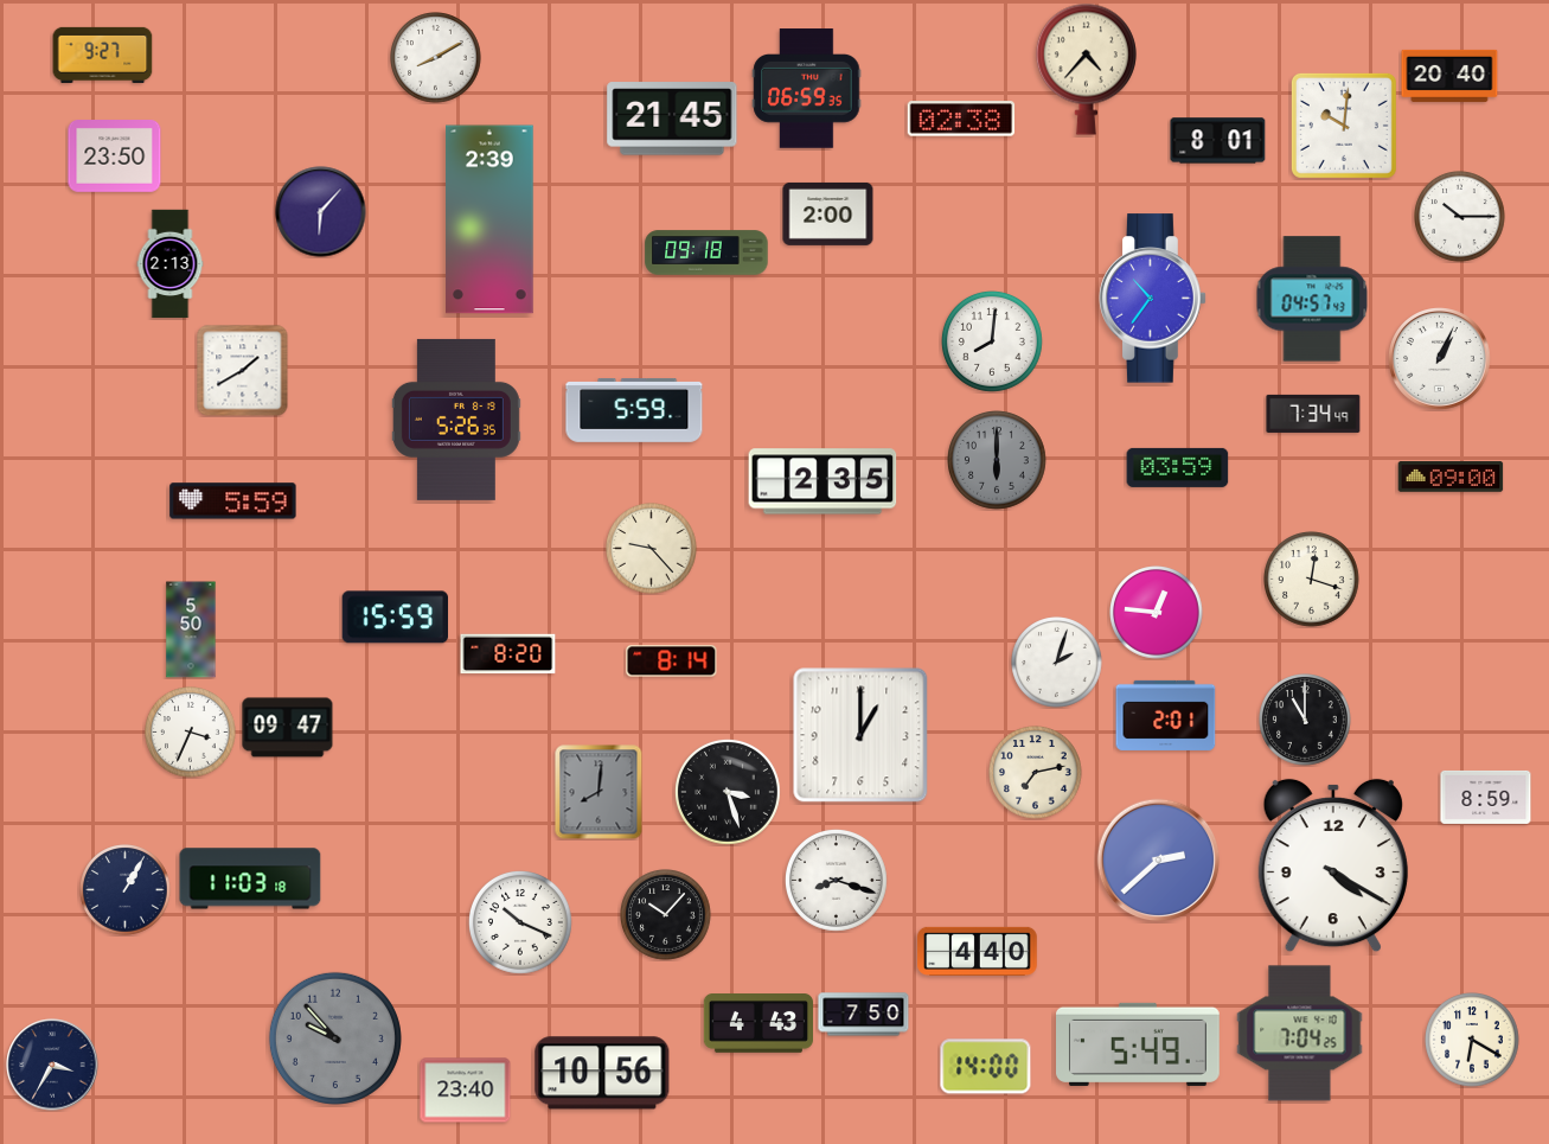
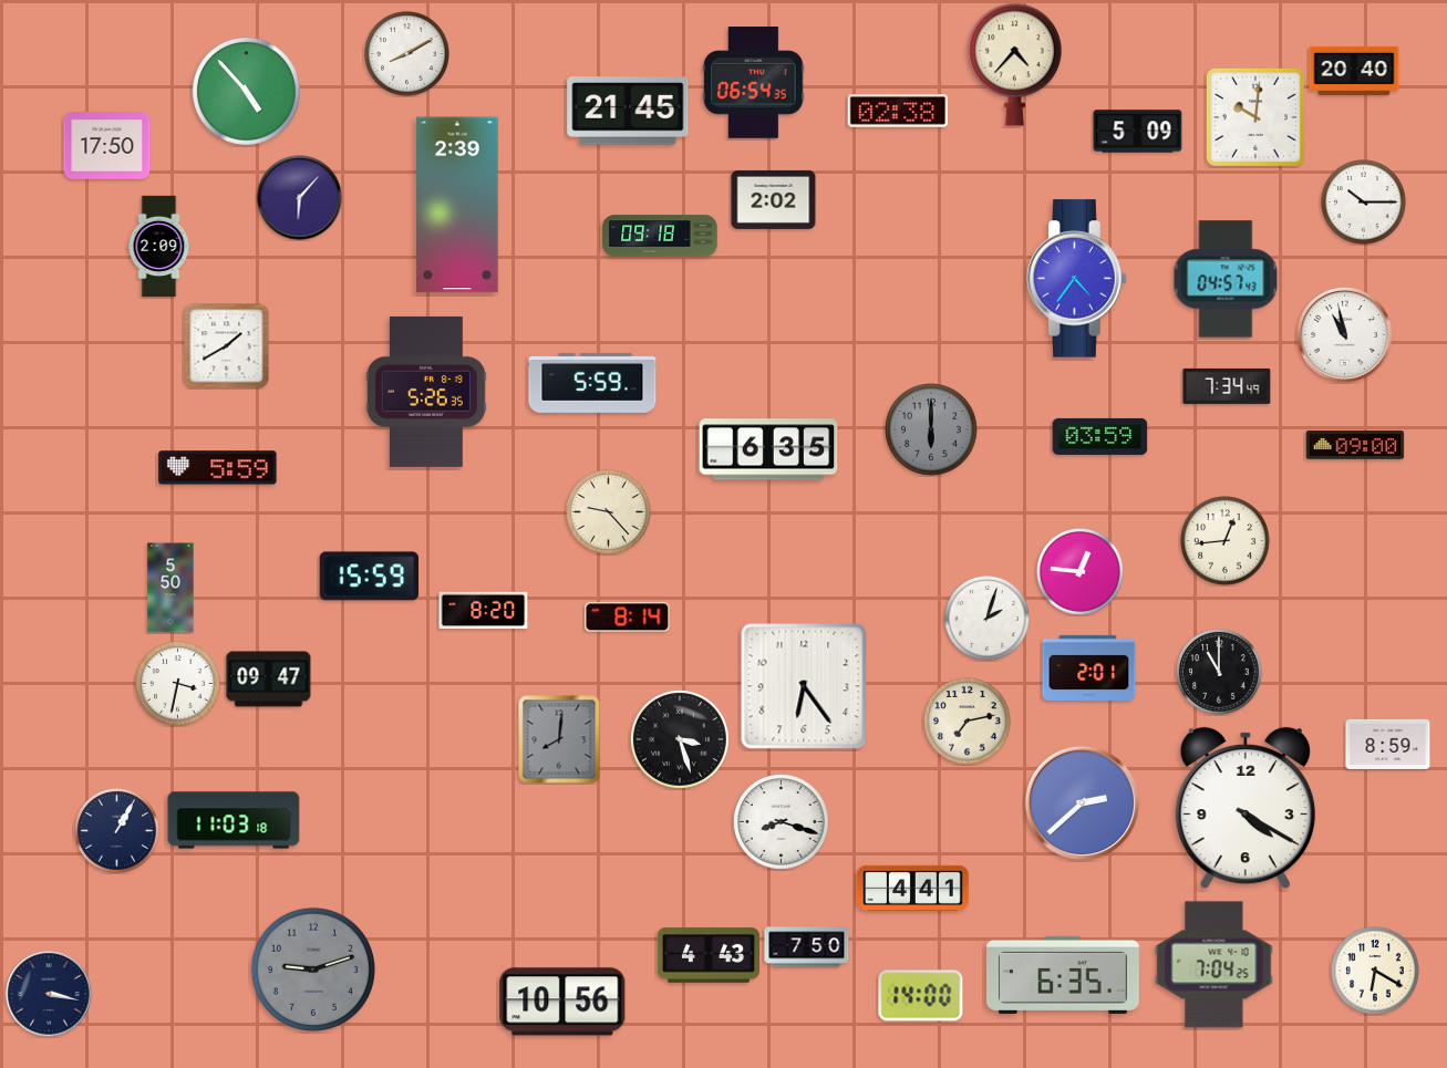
clock at (103, 55): 9:27 -> none
clock at (807, 89): 06:59 -> 06:54
clock at (246, 91): none -> 4:53
clock at (1218, 141): 8:01 -> 5:09
clock at (115, 156): 23:50 -> 17:50
clock at (828, 213): 2:00 -> 2:02
clock at (171, 264): 2:13 -> 2:09
clock at (1153, 299): 10:36 -> 4:36
clock at (993, 343): 8:01 -> none
clock at (1440, 359): 1:04 -> 10:58
clock at (822, 481): 2:35 -> 6:35
clock at (1312, 580): 12:18 -> 12:44
clock at (191, 629) position: (191, 629) -> (170, 588)
clock at (508, 654) position: (508, 654) -> (484, 611)
clock at (191, 733): 3:34 -> 3:32
clock at (860, 735): 1:00 -> 6:24
clock at (666, 915): 10:07 -> none
clock at (520, 922): 10:19 -> none
clock at (978, 951): 4:40 -> 4:41
clock at (335, 1038): 9:53 -> 9:12
clock at (1139, 1044): 5:49 -> 6:35
clock at (52, 1065): 3:35 -> 3:17
clock at (466, 1091): 23:40 -> none
